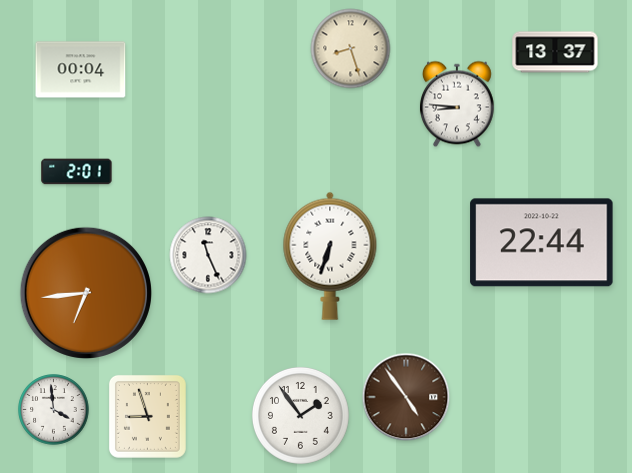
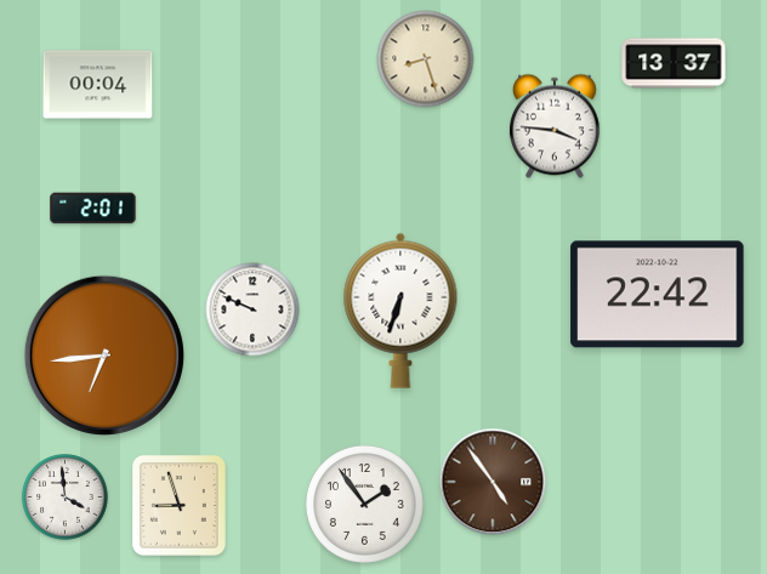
clock at (457, 104): 8:46 -> 3:46
clock at (542, 243): 22:44 -> 22:42
clock at (208, 255): 11:26 -> 9:49
